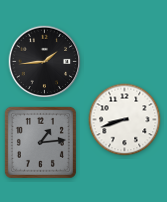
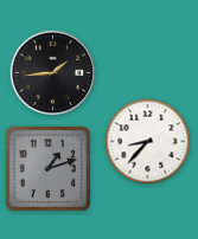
clock at (125, 120): 8:42 -> 8:37
clock at (40, 142): 1:14 -> 1:12
